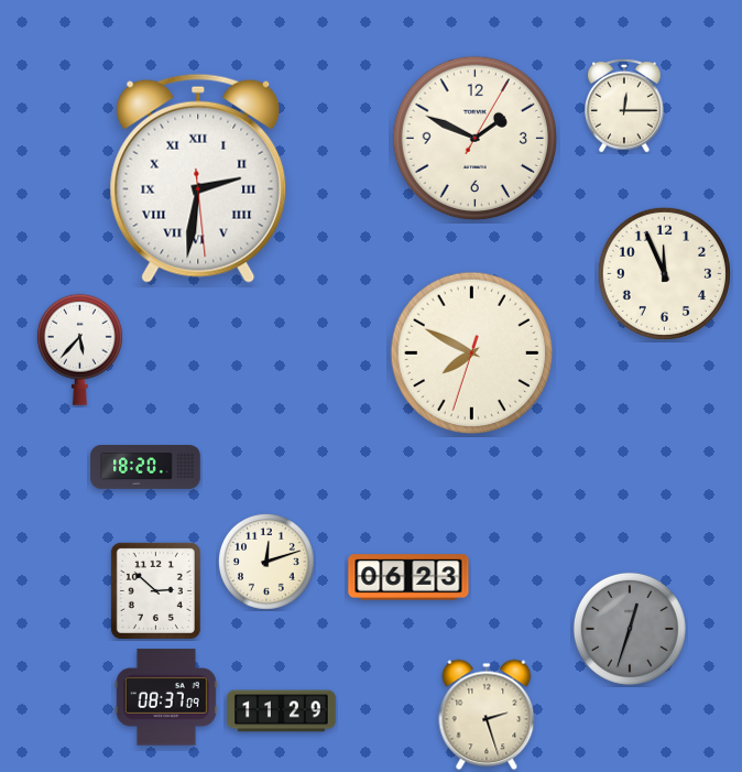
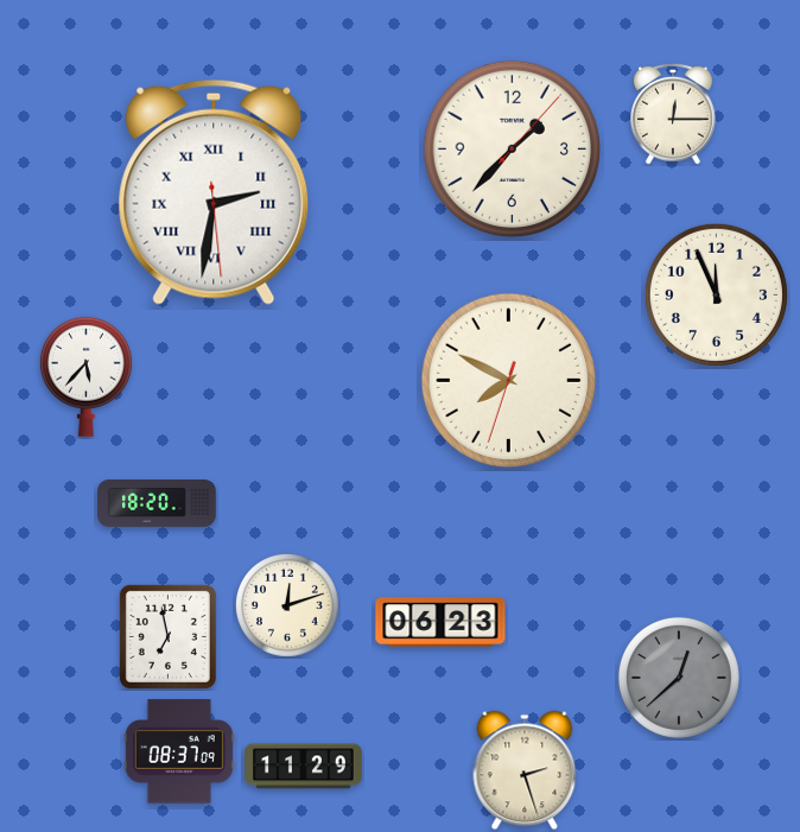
clock at (476, 139): 1:49 -> 1:37
clock at (155, 590): 2:52 -> 6:58
clock at (630, 629): 12:33 -> 12:38
